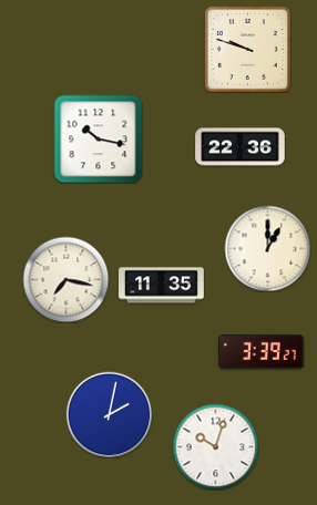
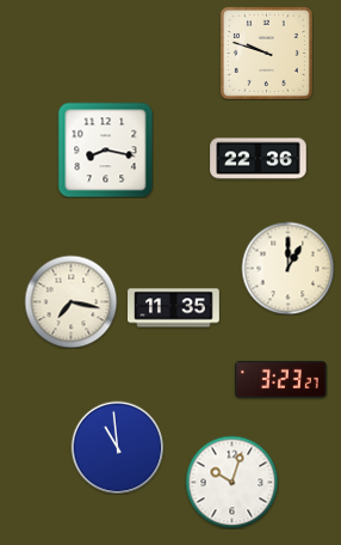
clock at (98, 138): 10:17 -> 8:17
clock at (262, 352): 3:39 -> 3:23
clock at (109, 414): 2:02 -> 10:59
